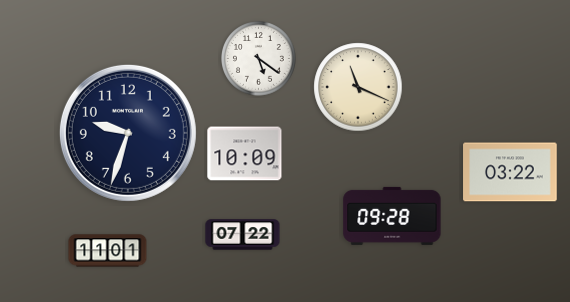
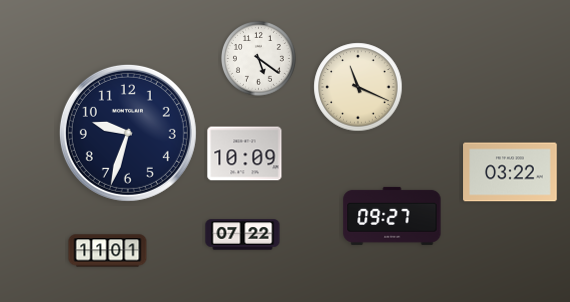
clock at (392, 216): 09:28 -> 09:27
